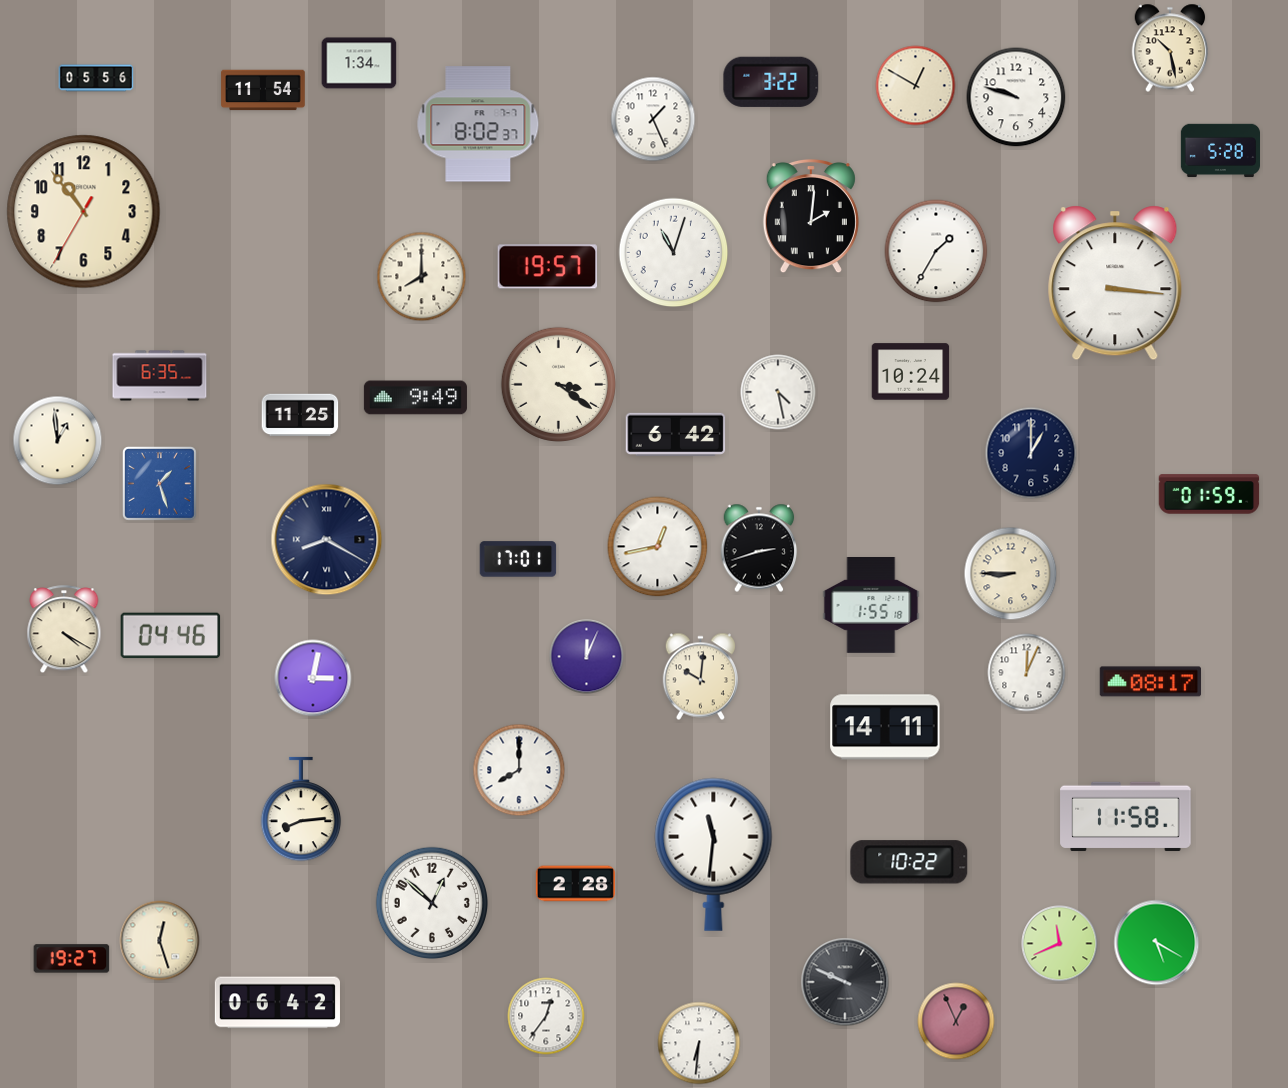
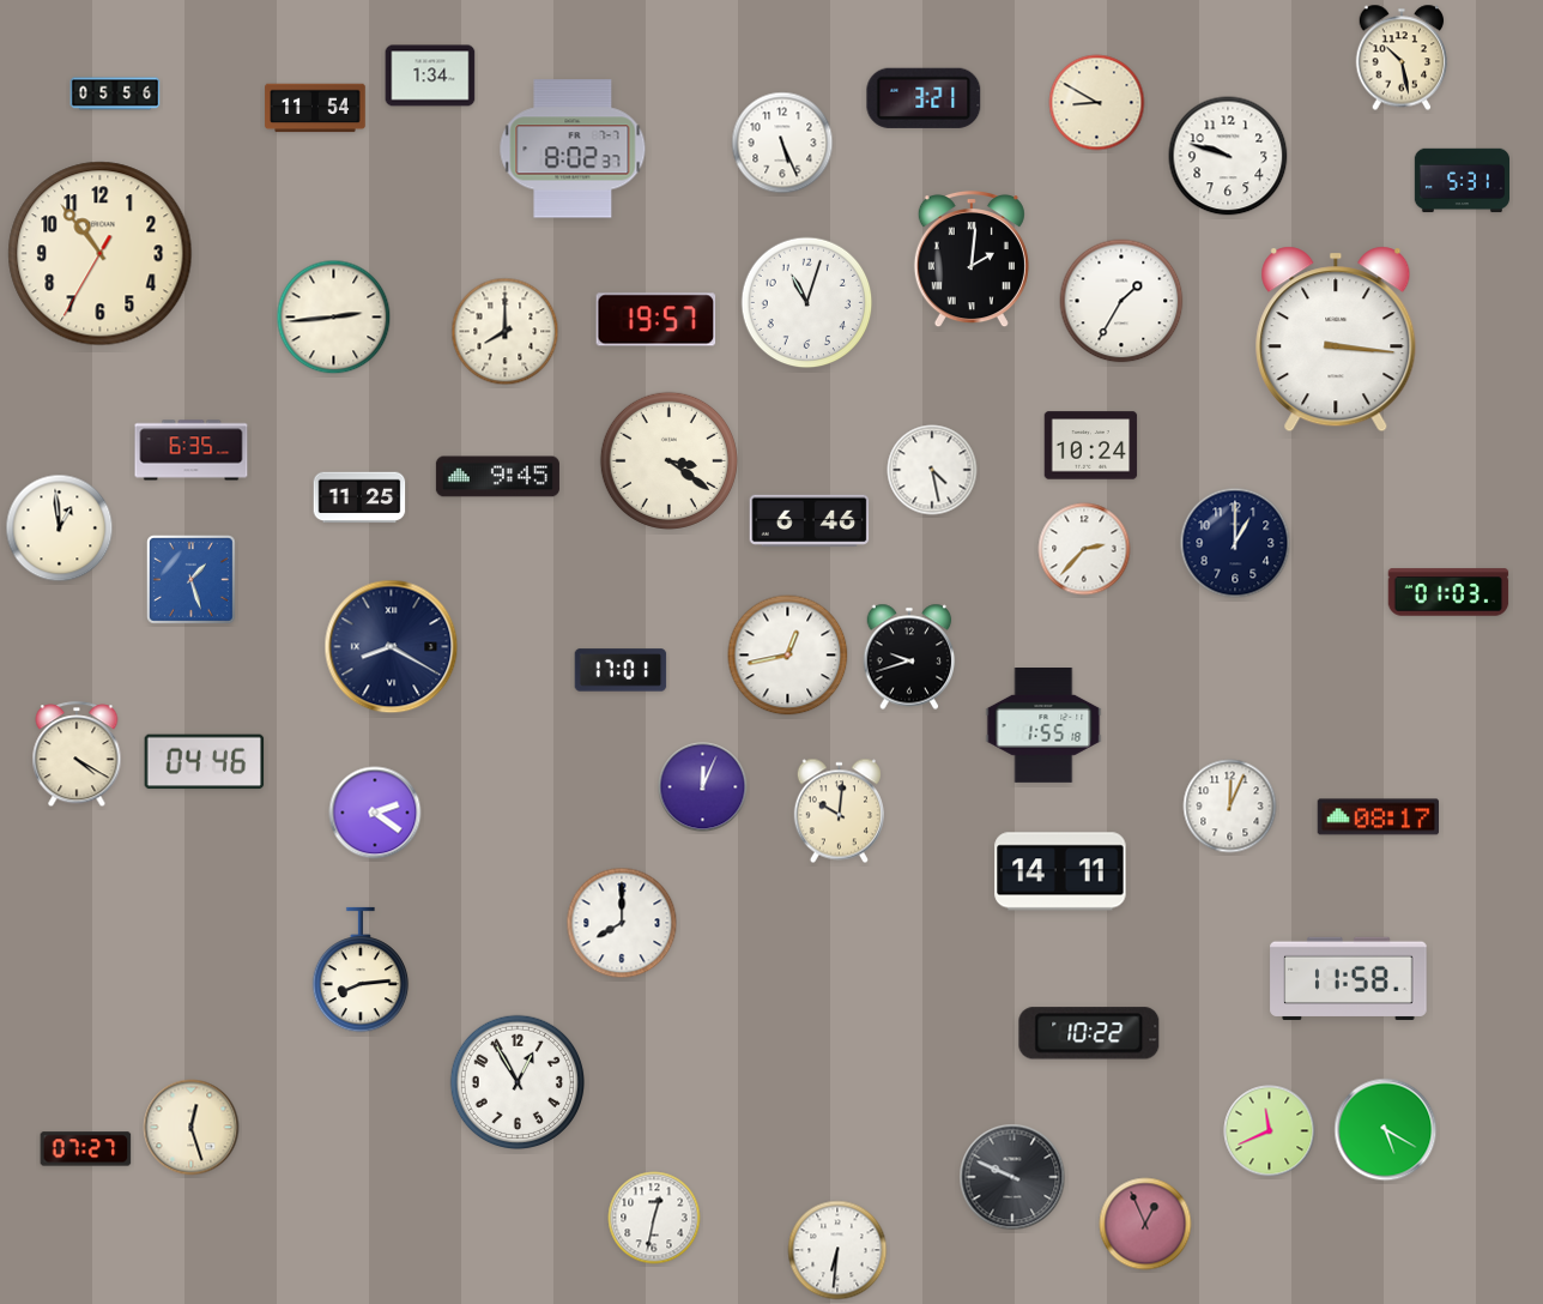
clock at (771, 82): 3:22 -> 3:21
clock at (916, 86): 12:50 -> 8:50
clock at (1016, 97) position: (1016, 97) -> (1228, 156)
clock at (653, 119): 1:26 -> 5:26
clock at (1220, 151): 5:28 -> 5:31
clock at (334, 318): none -> 2:44
clock at (415, 398): 9:49 -> 9:45
clock at (676, 435): 6:42 -> 6:46
clock at (58, 441) position: (58, 441) -> (60, 529)
clock at (1084, 549): none -> 2:37
clock at (1209, 494): 01:59 -> 01:03
clock at (759, 548): 2:42 -> 9:42
clock at (1011, 574): 8:45 -> none
clock at (313, 678): 3:02 -> 2:21
clock at (714, 854): 11:31 -> none
clock at (575, 884): 2:28 -> none
clock at (432, 903): 12:52 -> 12:55
clock at (72, 959): 19:27 -> 07:27
clock at (277, 1003): 06:42 -> none
clock at (546, 1016): 12:36 -> 12:32
